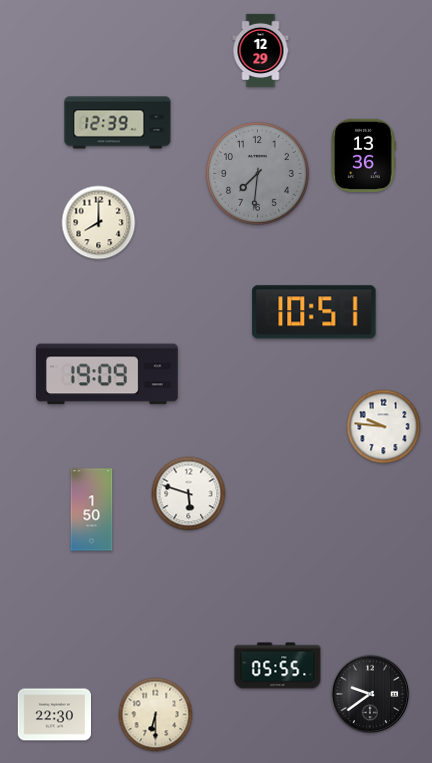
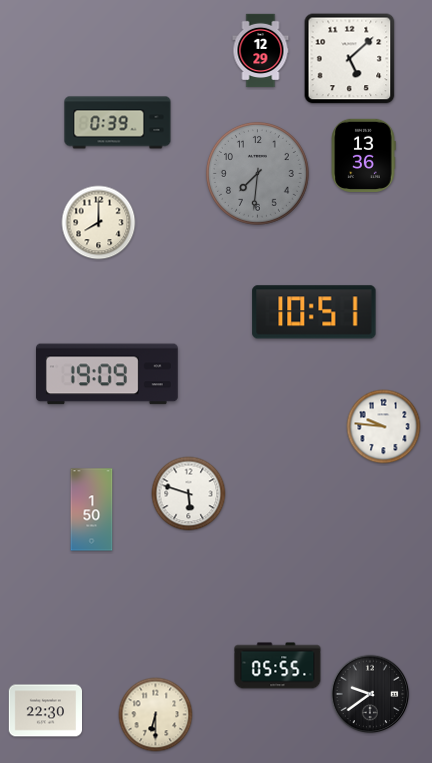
clock at (350, 59): none -> 5:08
clock at (118, 123): 12:39 -> 0:39
clock at (54, 715) position: (54, 715) -> (45, 711)
